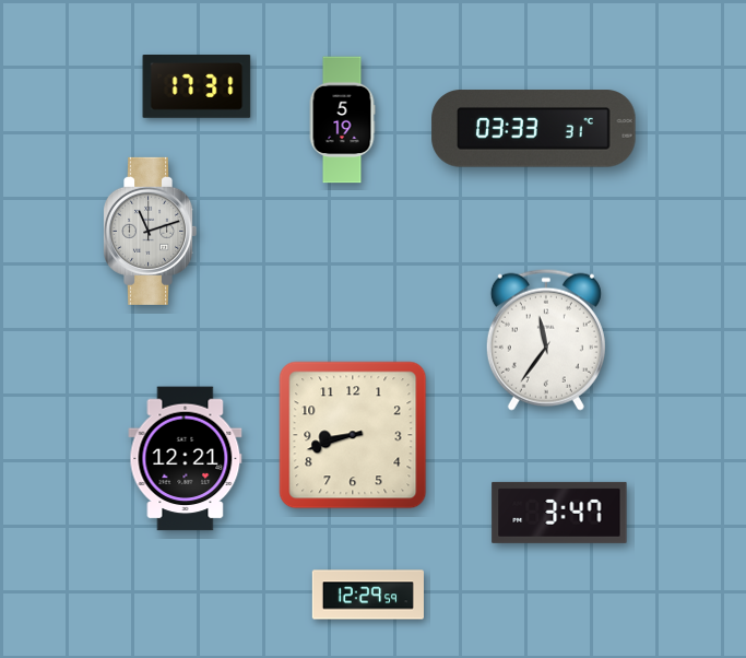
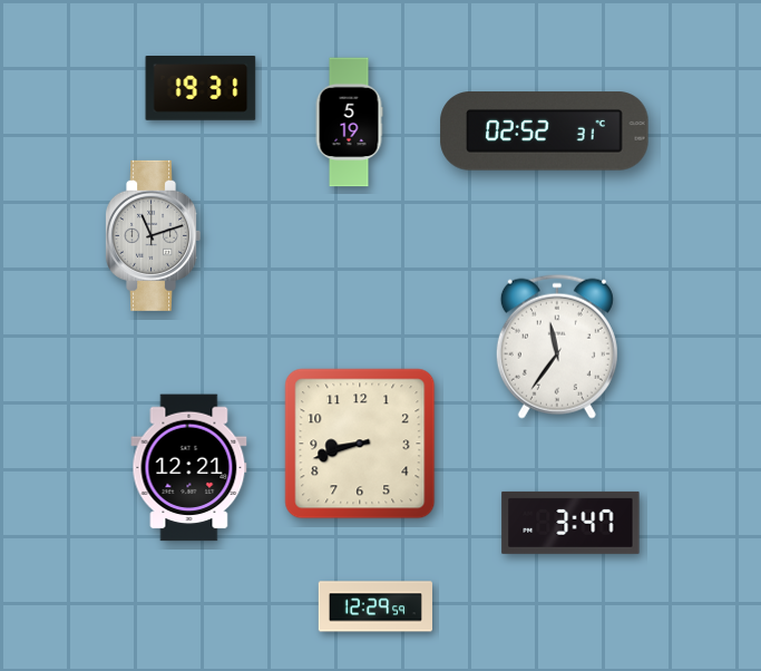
clock at (197, 87): 17:31 -> 19:31
clock at (534, 129): 03:33 -> 02:52
